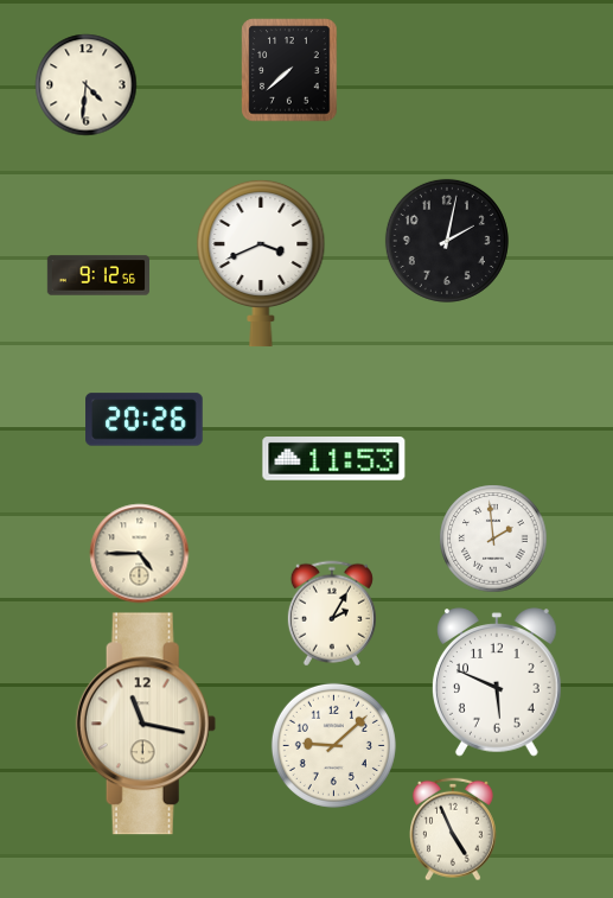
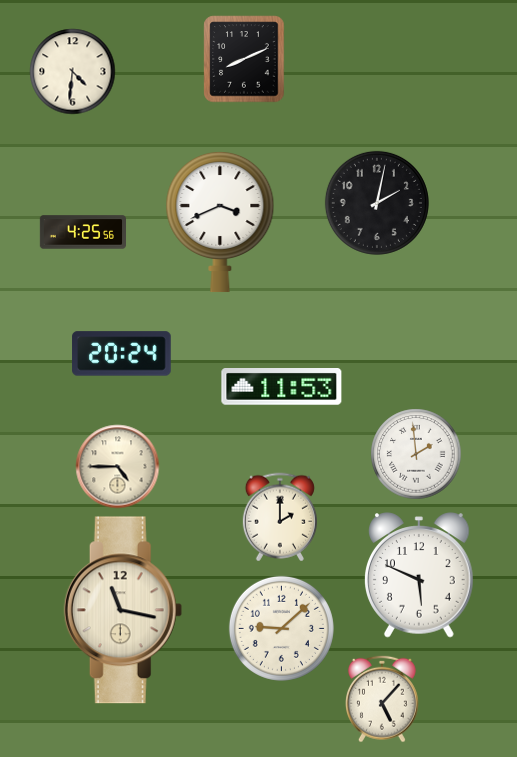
clock at (289, 70): 7:38 -> 8:11
clock at (97, 275): 9:12 -> 4:25
clock at (145, 420): 20:26 -> 20:24
clock at (332, 613): 2:05 -> 2:00
clock at (454, 829): 4:56 -> 5:07
